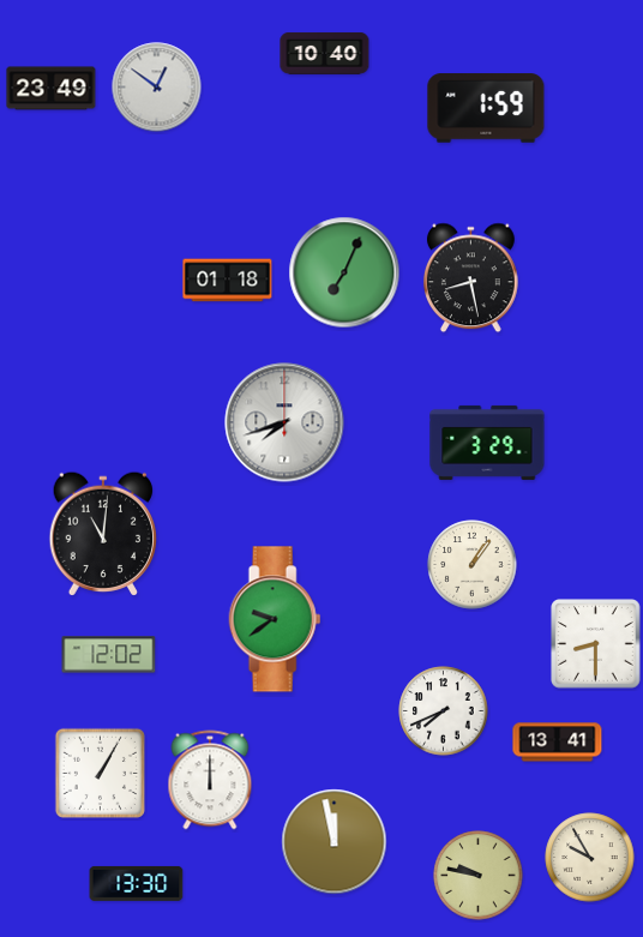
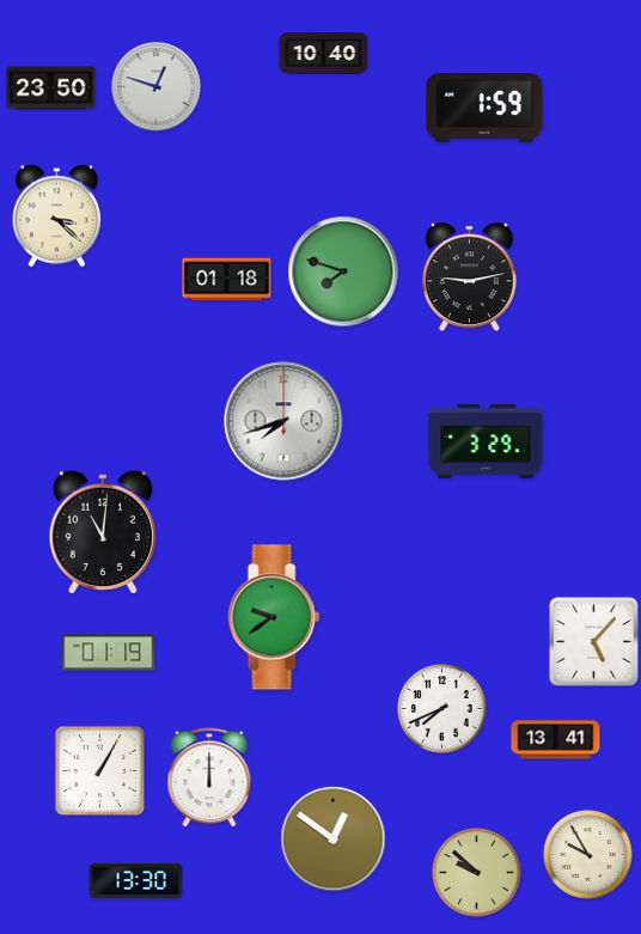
clock at (157, 88): 12:51 -> 12:48
clock at (52, 89): 23:49 -> 23:50
clock at (57, 216): none -> 3:22
clock at (344, 272): 7:04 -> 7:48
clock at (471, 278): 8:28 -> 9:13
clock at (473, 565): 1:06 -> none
clock at (596, 644): 8:30 -> 5:07
clock at (109, 655): 12:02 -> 01:19
clock at (335, 842): 11:58 -> 12:51
clock at (479, 876): 9:47 -> 9:52
